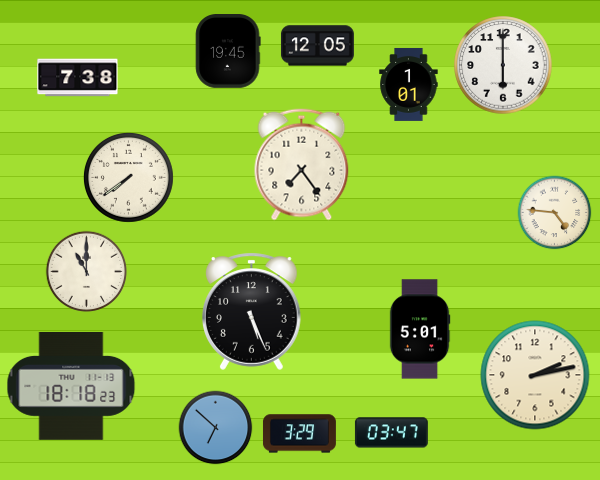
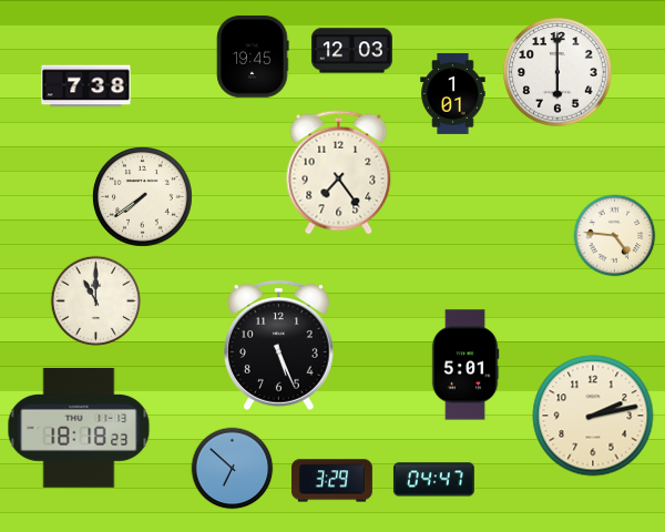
clock at (317, 46): 12:05 -> 12:03
clock at (302, 165) position: (302, 165) -> (339, 173)
clock at (216, 428) position: (216, 428) -> (233, 469)
clock at (391, 433): 03:47 -> 04:47
